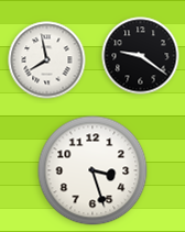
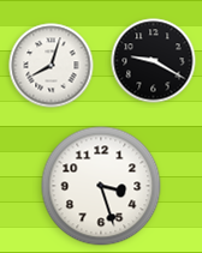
clock at (141, 56): 9:21 -> 9:20
clock at (47, 60): 7:58 -> 8:03
